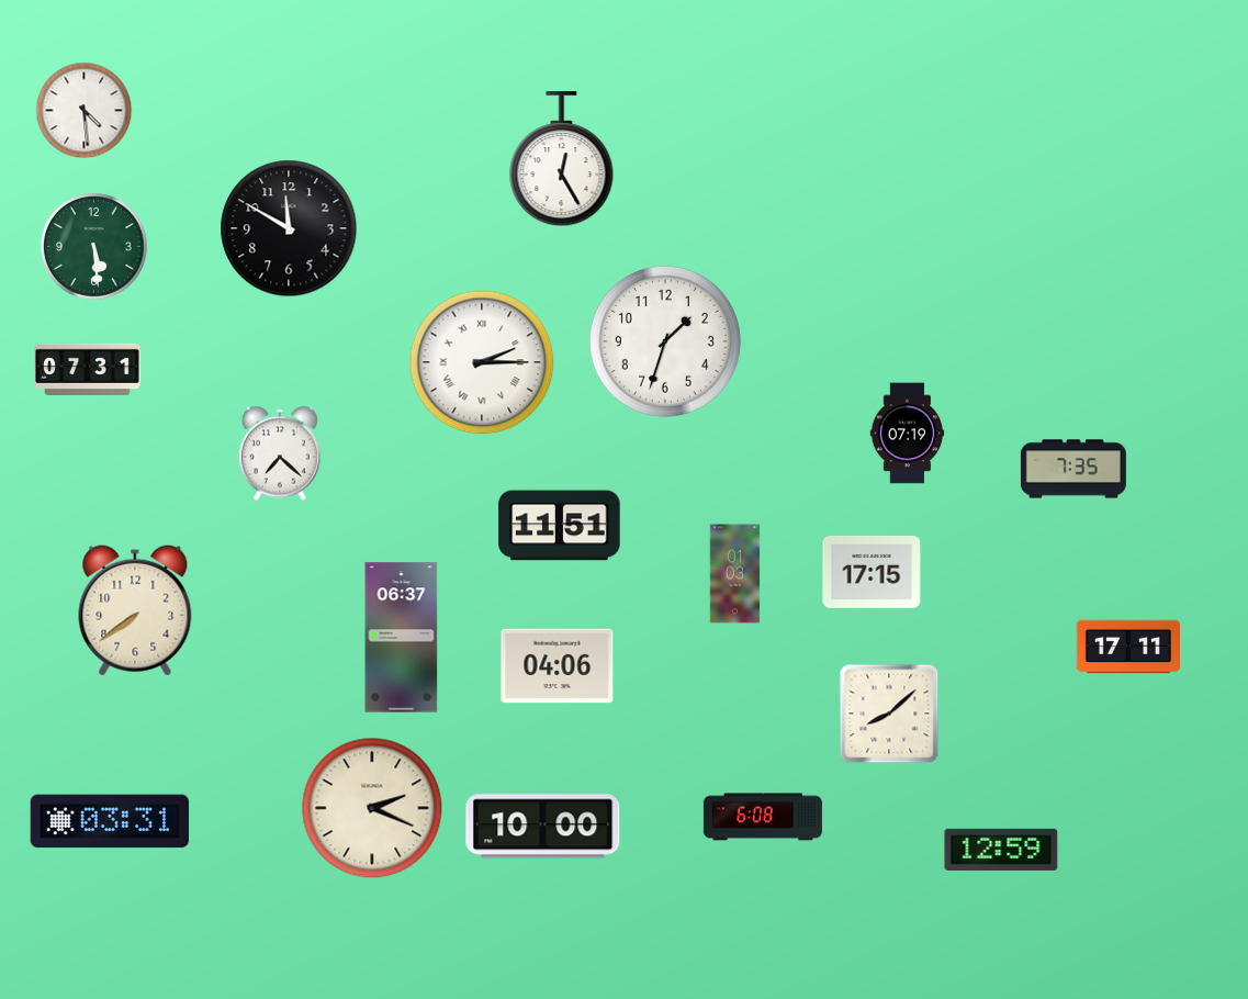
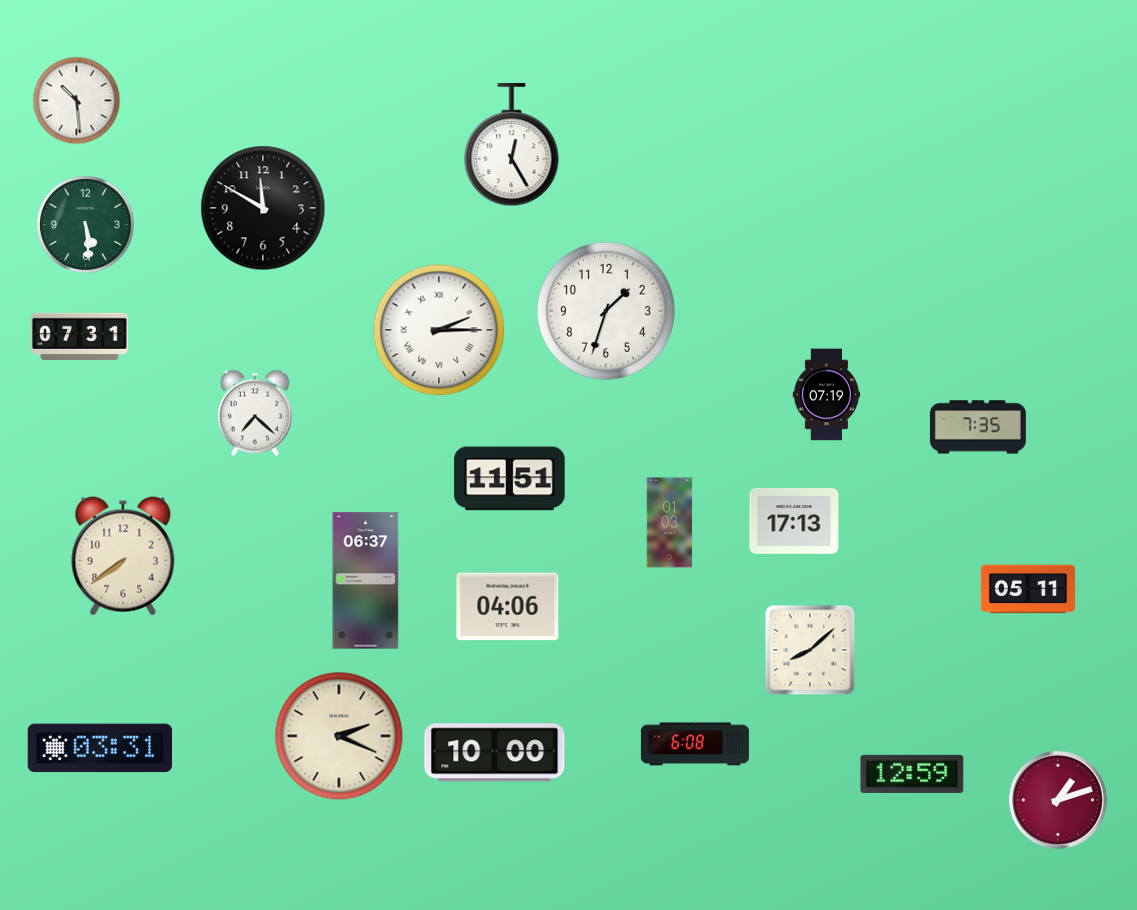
clock at (85, 111): 4:29 -> 10:29
clock at (872, 572): 17:15 -> 17:13
clock at (1127, 647): 17:11 -> 05:11
clock at (1058, 800): none -> 1:12
